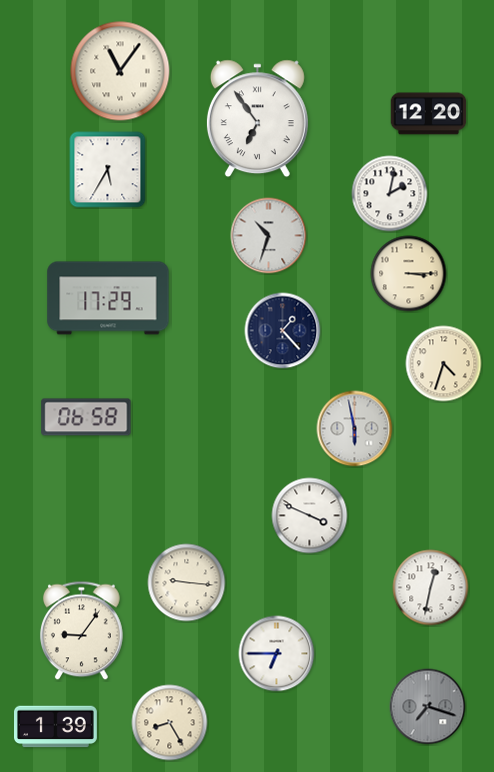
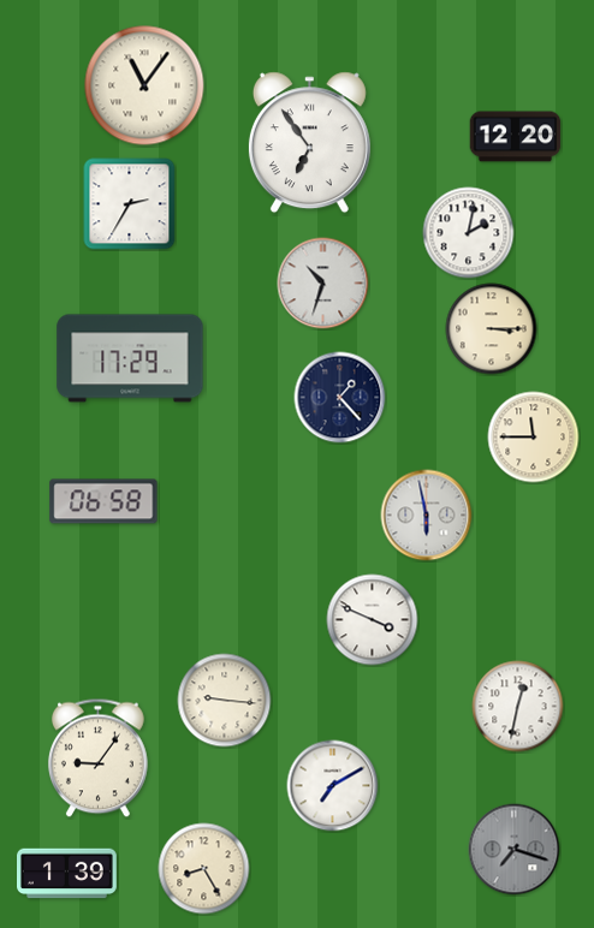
clock at (108, 170): 5:35 -> 2:35
clock at (444, 364): 4:33 -> 11:45
clock at (277, 654): 6:45 -> 7:10
